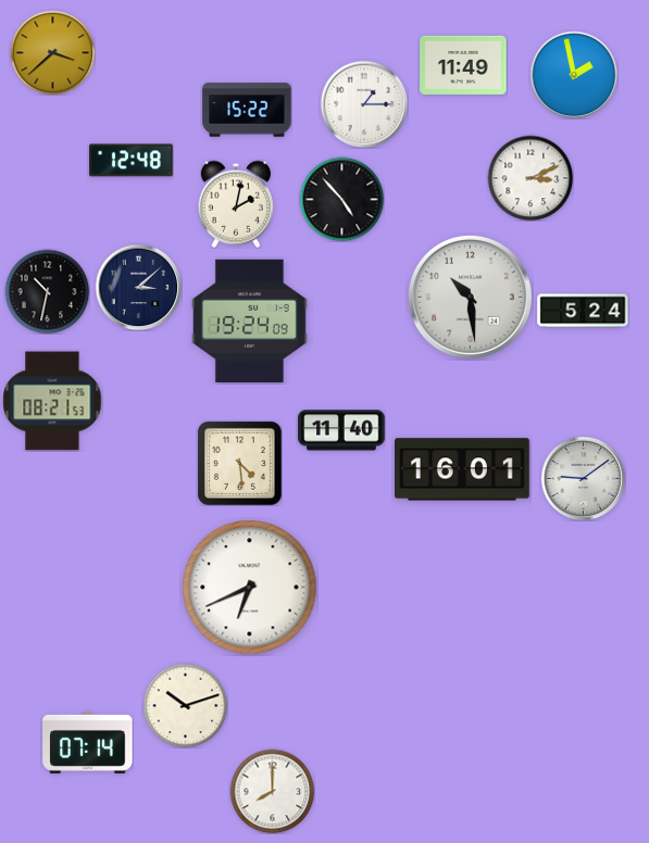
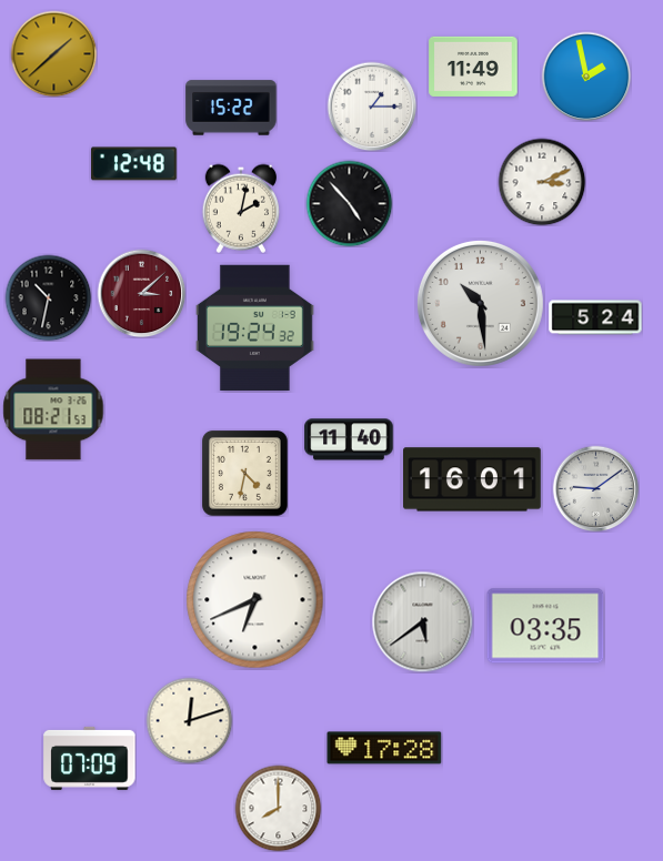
clock at (52, 52): 3:38 -> 1:38
clock at (247, 110) position: (247, 110) -> (231, 108)
clock at (138, 287) dial: navy -> burgundy
clock at (250, 320): 19:24:09 -> 19:24:32
clock at (239, 463): 4:29 -> 4:32
clock at (422, 621): none -> 5:39
clock at (545, 626): none -> 03:35
clock at (185, 705): 10:12 -> 12:12
clock at (384, 748): none -> 17:28
clock at (88, 742): 07:14 -> 07:09
